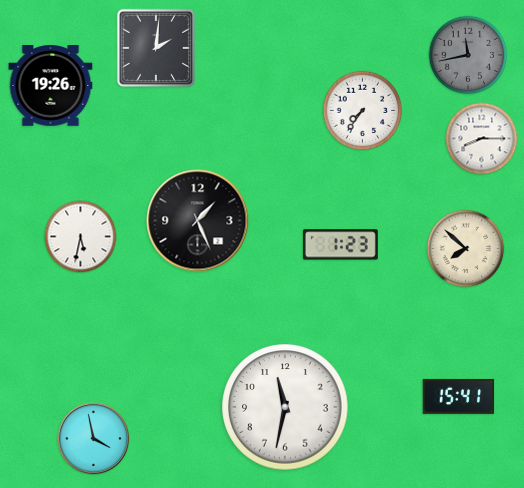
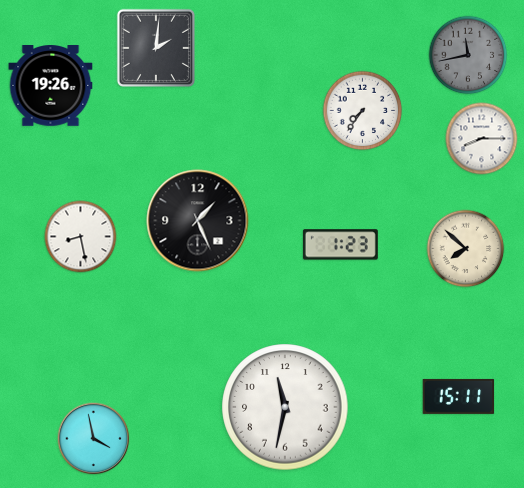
clock at (81, 237): 5:32 -> 8:28
clock at (459, 396): 15:41 -> 15:11
